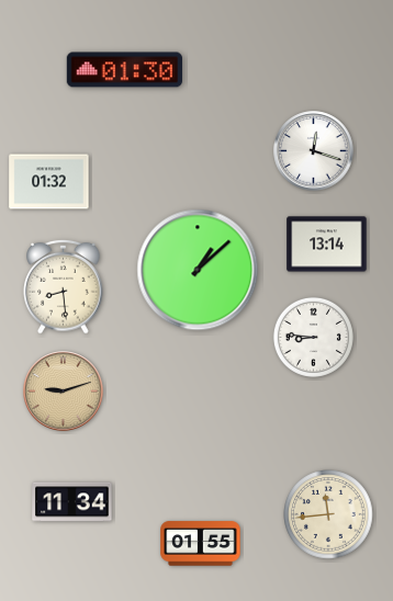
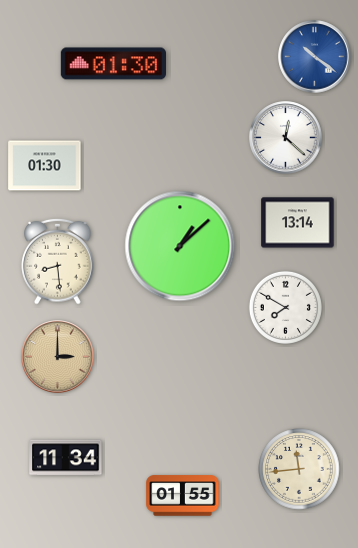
clock at (315, 57): none -> 10:21
clock at (314, 151): 12:18 -> 12:22
clock at (49, 182): 01:32 -> 01:30
clock at (313, 337): 8:46 -> 7:50
clock at (64, 392): 9:12 -> 3:00
